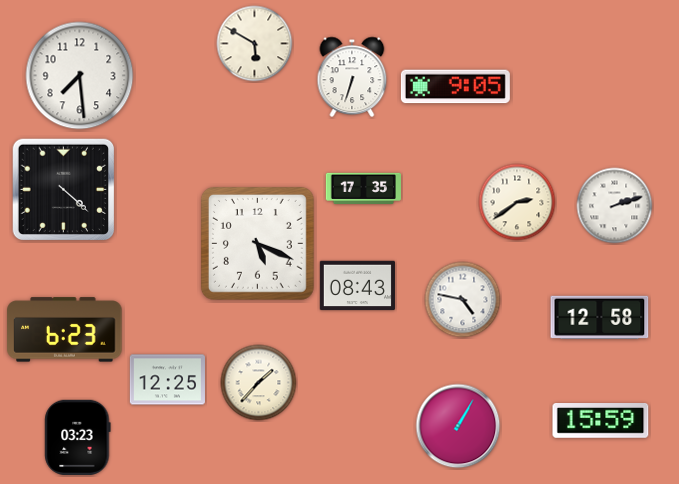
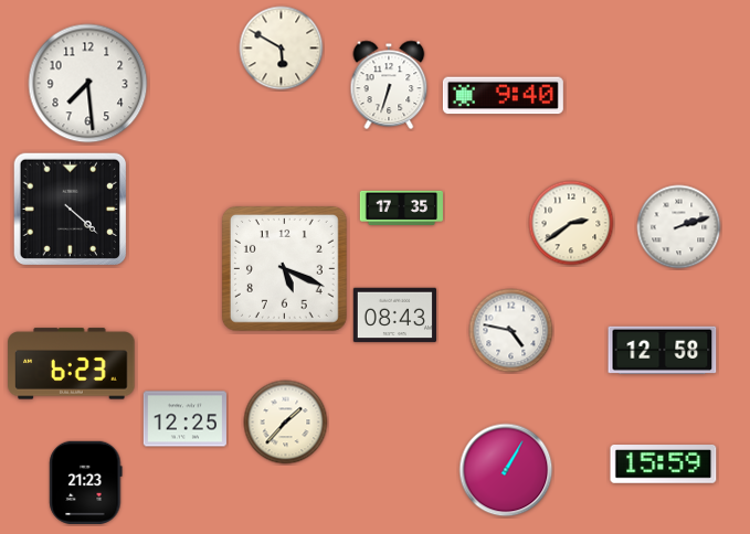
clock at (455, 87): 9:05 -> 9:40
clock at (78, 437): 03:23 -> 21:23
